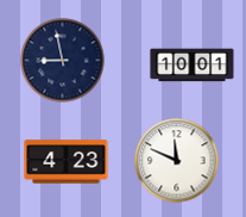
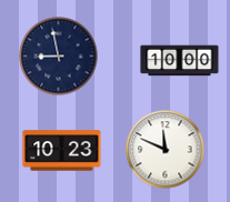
clock at (193, 66): 10:01 -> 10:00
clock at (67, 162): 4:23 -> 10:23
